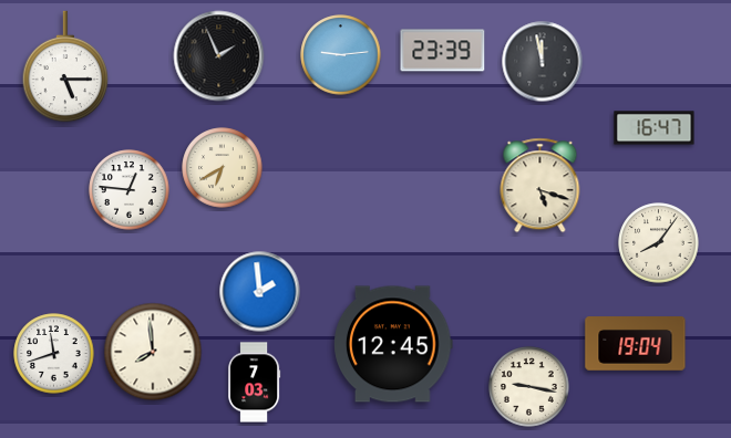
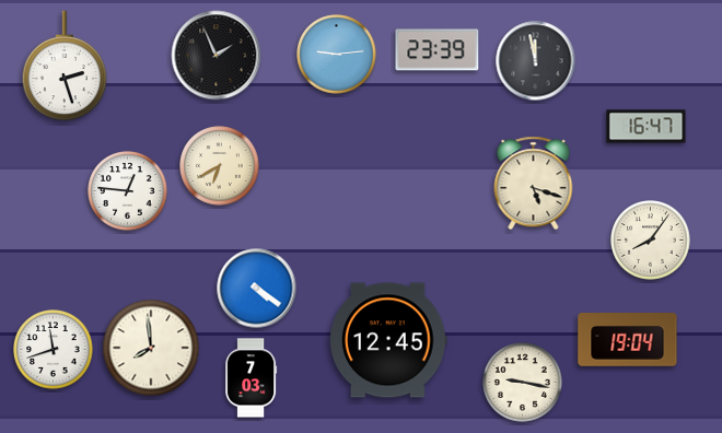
clock at (65, 66): 5:15 -> 2:27
clock at (130, 190) position: (130, 190) -> (128, 191)
clock at (260, 292): 1:59 -> 4:21
